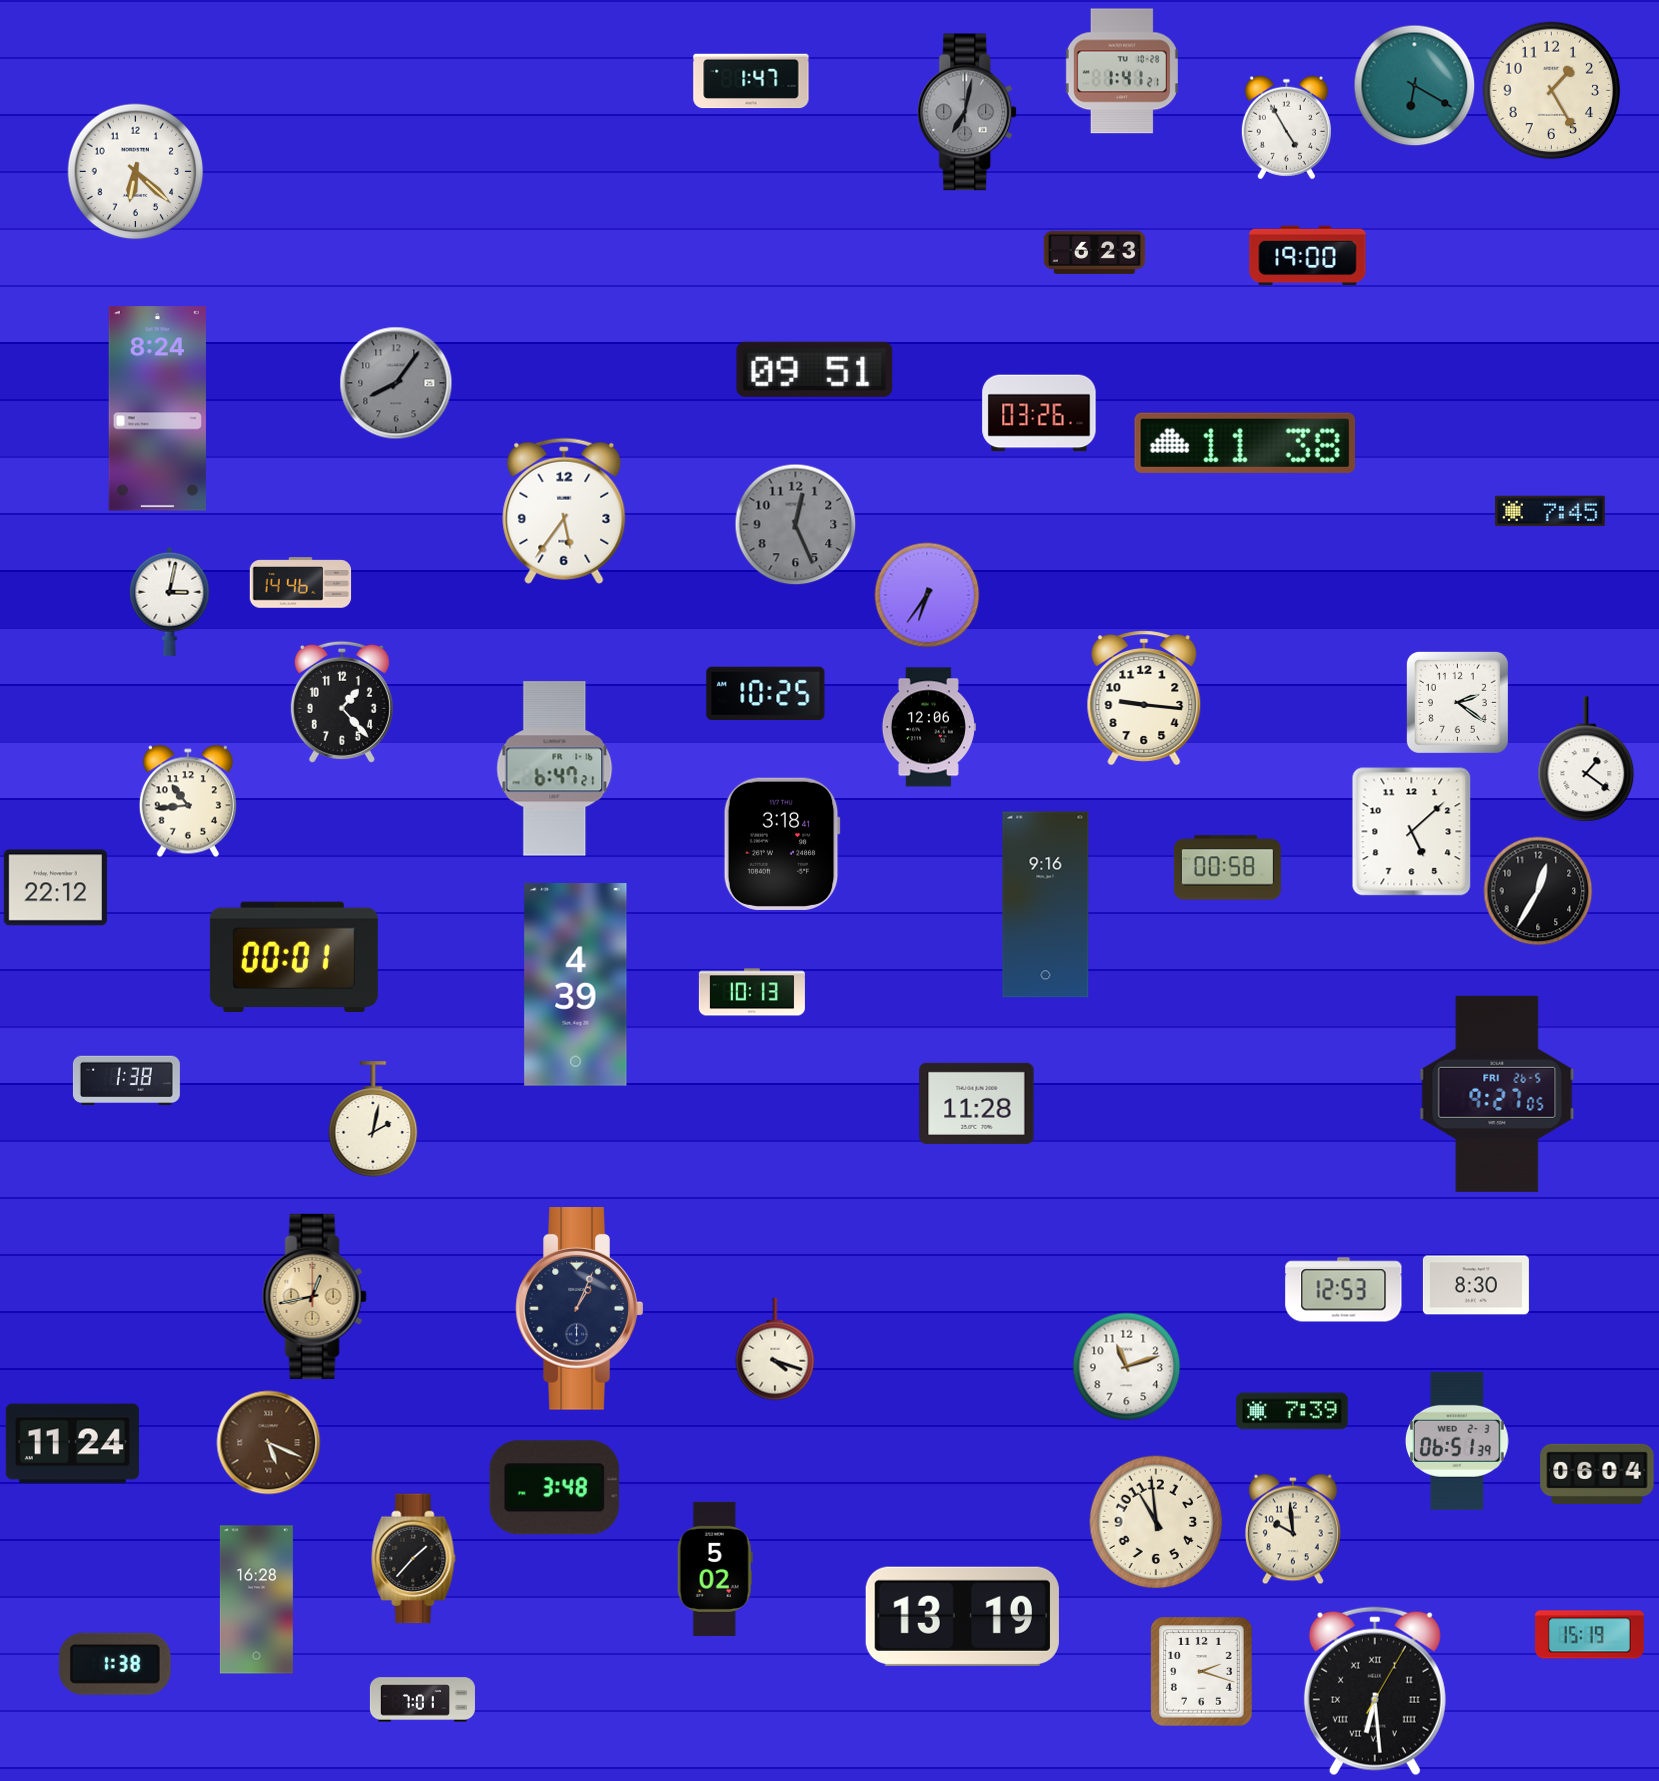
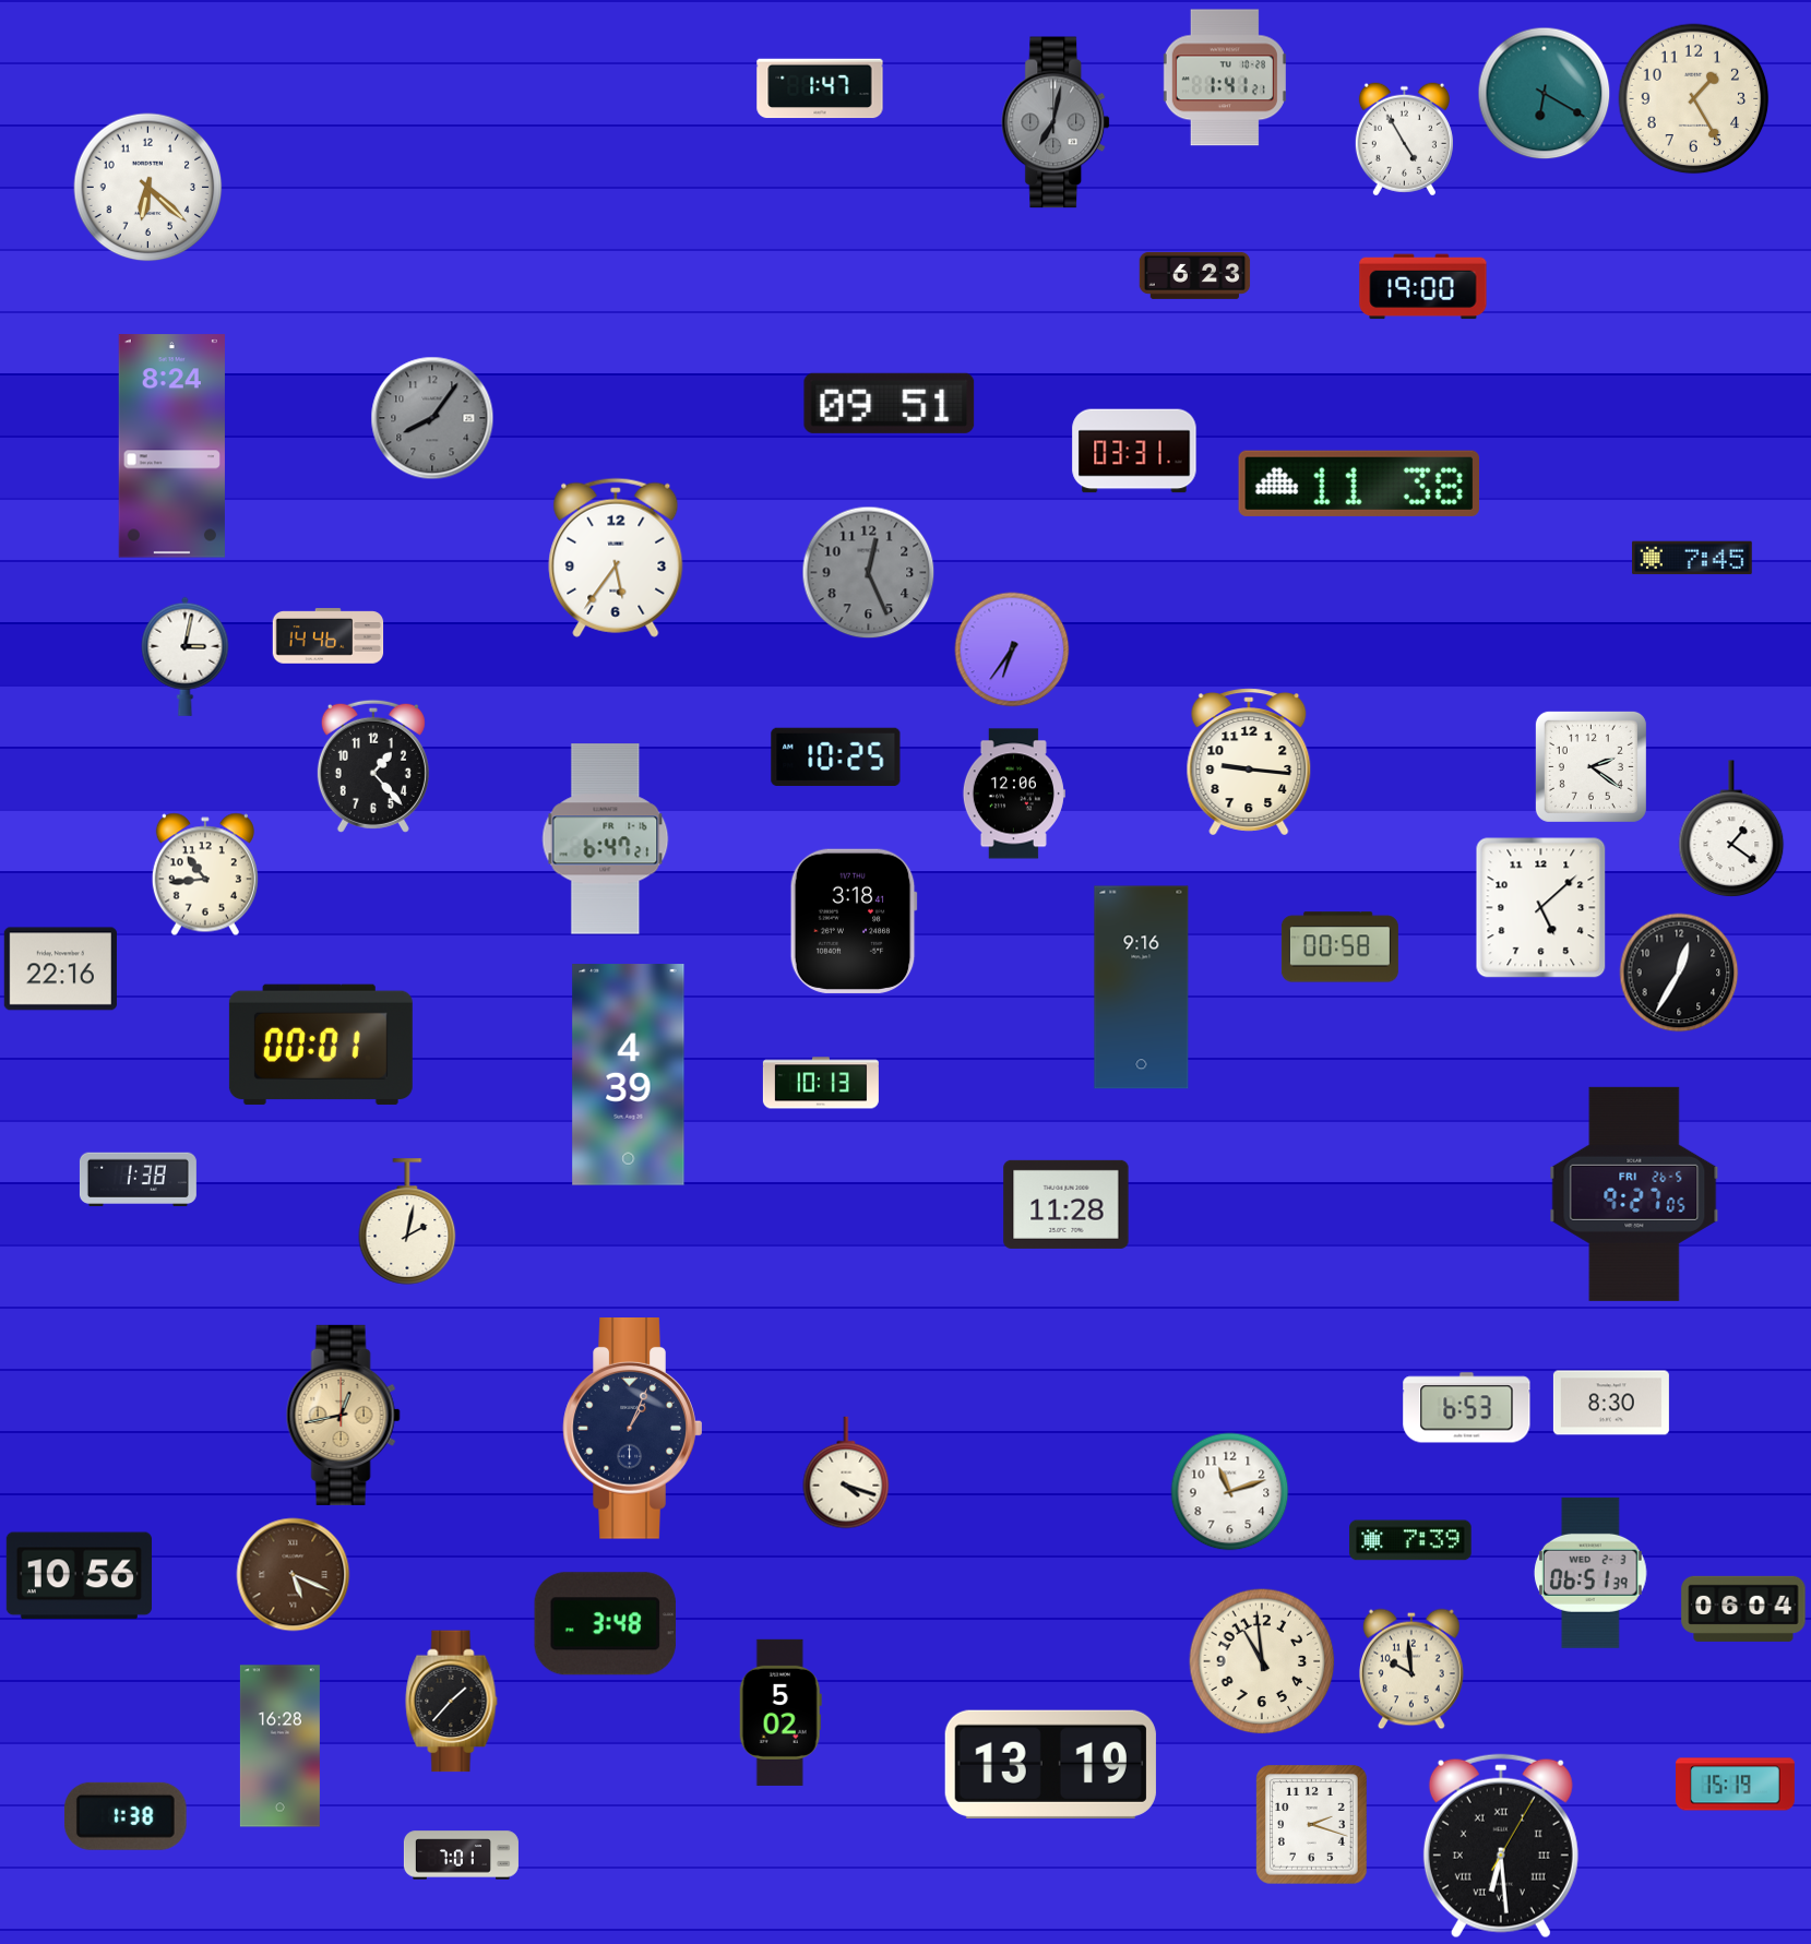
clock at (1308, 256) position: (1308, 256) -> (1423, 287)
clock at (1039, 413): 03:26 -> 03:31
clock at (55, 888): 22:12 -> 22:16
clock at (1344, 1290): 12:53 -> 6:53
clock at (72, 1444): 11:24 -> 10:56
